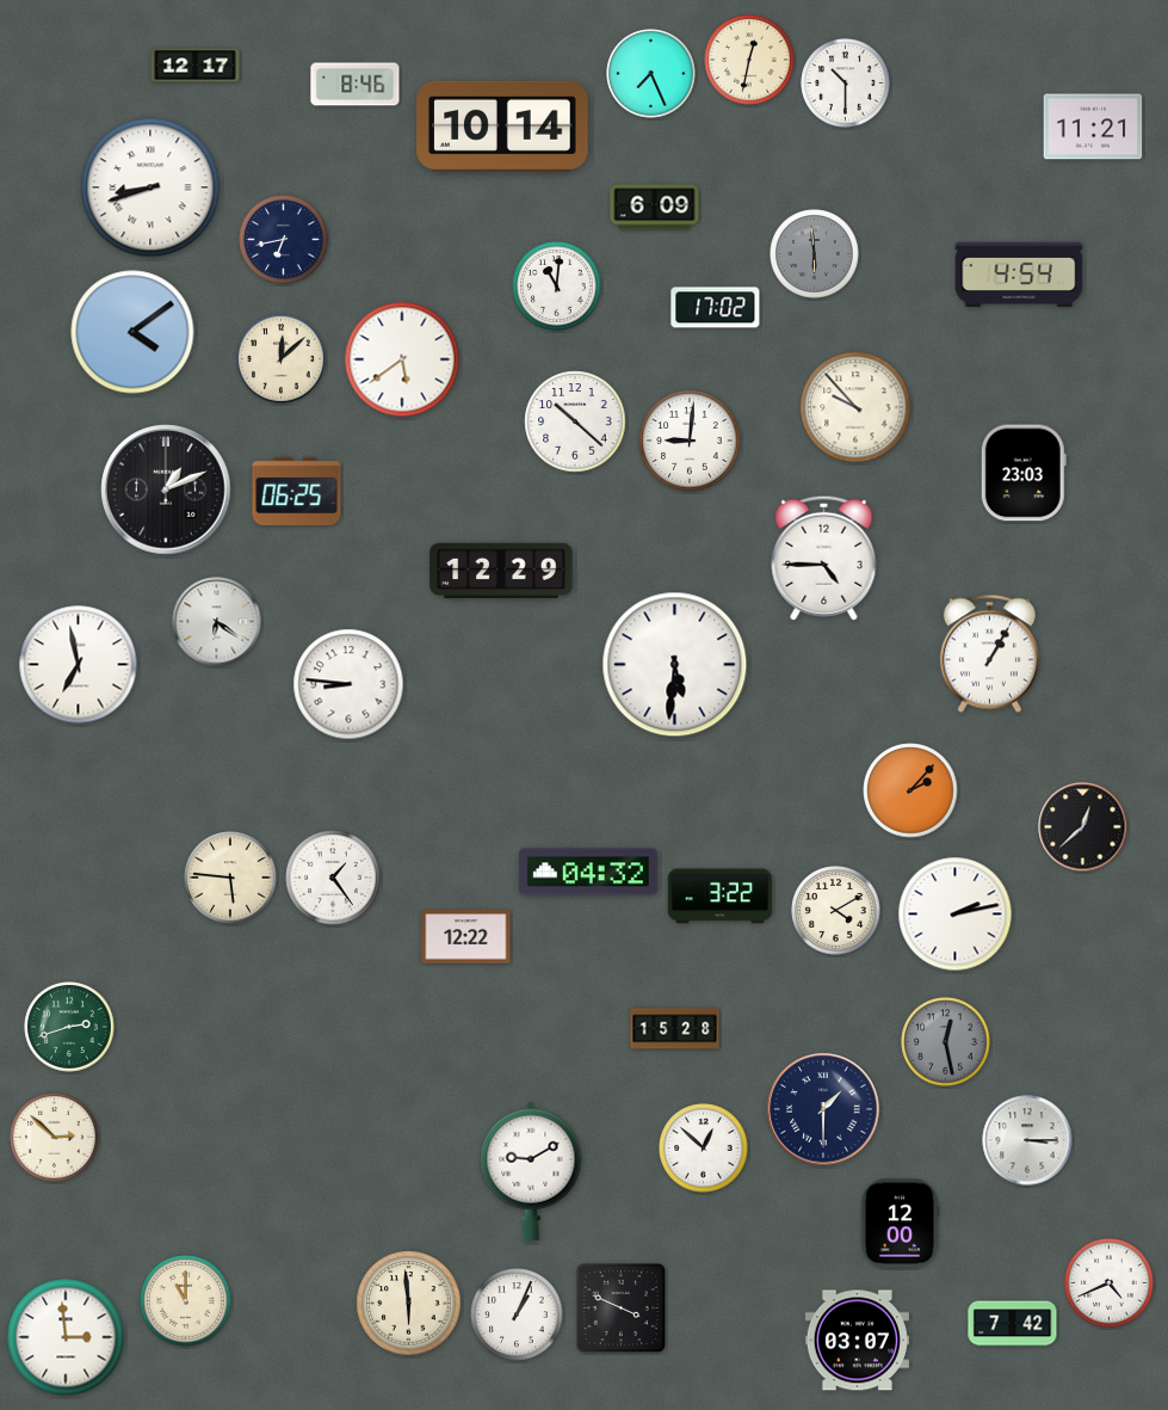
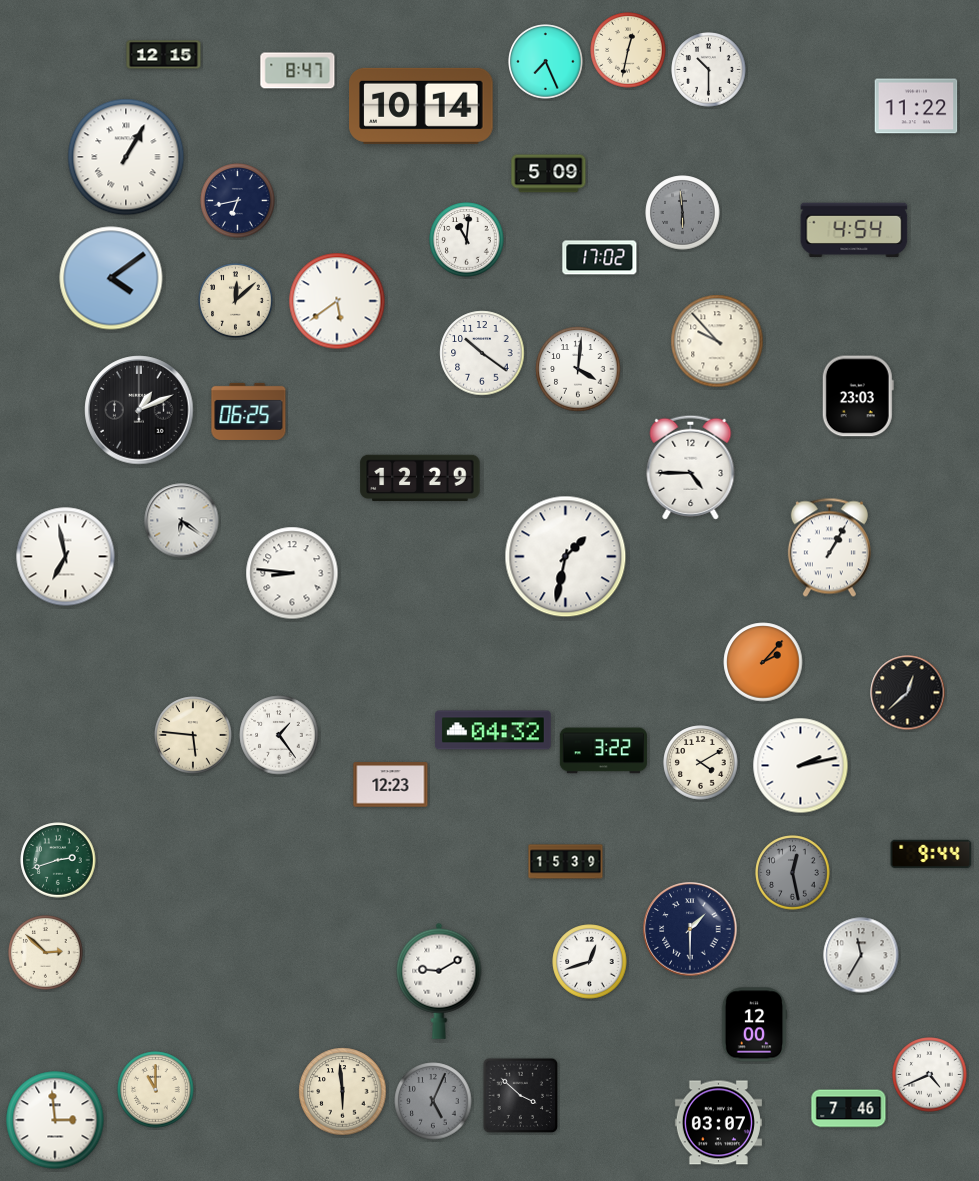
clock at (196, 66): 12:17 -> 12:15
clock at (356, 85): 8:46 -> 8:47
clock at (1093, 127): 11:21 -> 11:22
clock at (150, 187): 8:42 -> 1:05
clock at (655, 208): 6:09 -> 5:09
clock at (575, 421): 10:22 -> 10:21
clock at (690, 441): 9:01 -> 4:01
clock at (675, 665): 5:31 -> 1:32
clock at (466, 937): 12:22 -> 12:23
clock at (931, 854): none -> 9:44
clock at (675, 1029): 15:28 -> 15:39
clock at (1027, 1140): 3:15 -> 11:35
clock at (704, 1149): 12:52 -> 12:42
clock at (531, 1171) position: (531, 1171) -> (439, 981)
clock at (622, 1309): 3:49 -> 3:52
clock at (517, 1314): 1:04 -> 5:04
clock at (517, 1314) dial: white -> grey
clock at (1013, 1324): 7:42 -> 7:46
